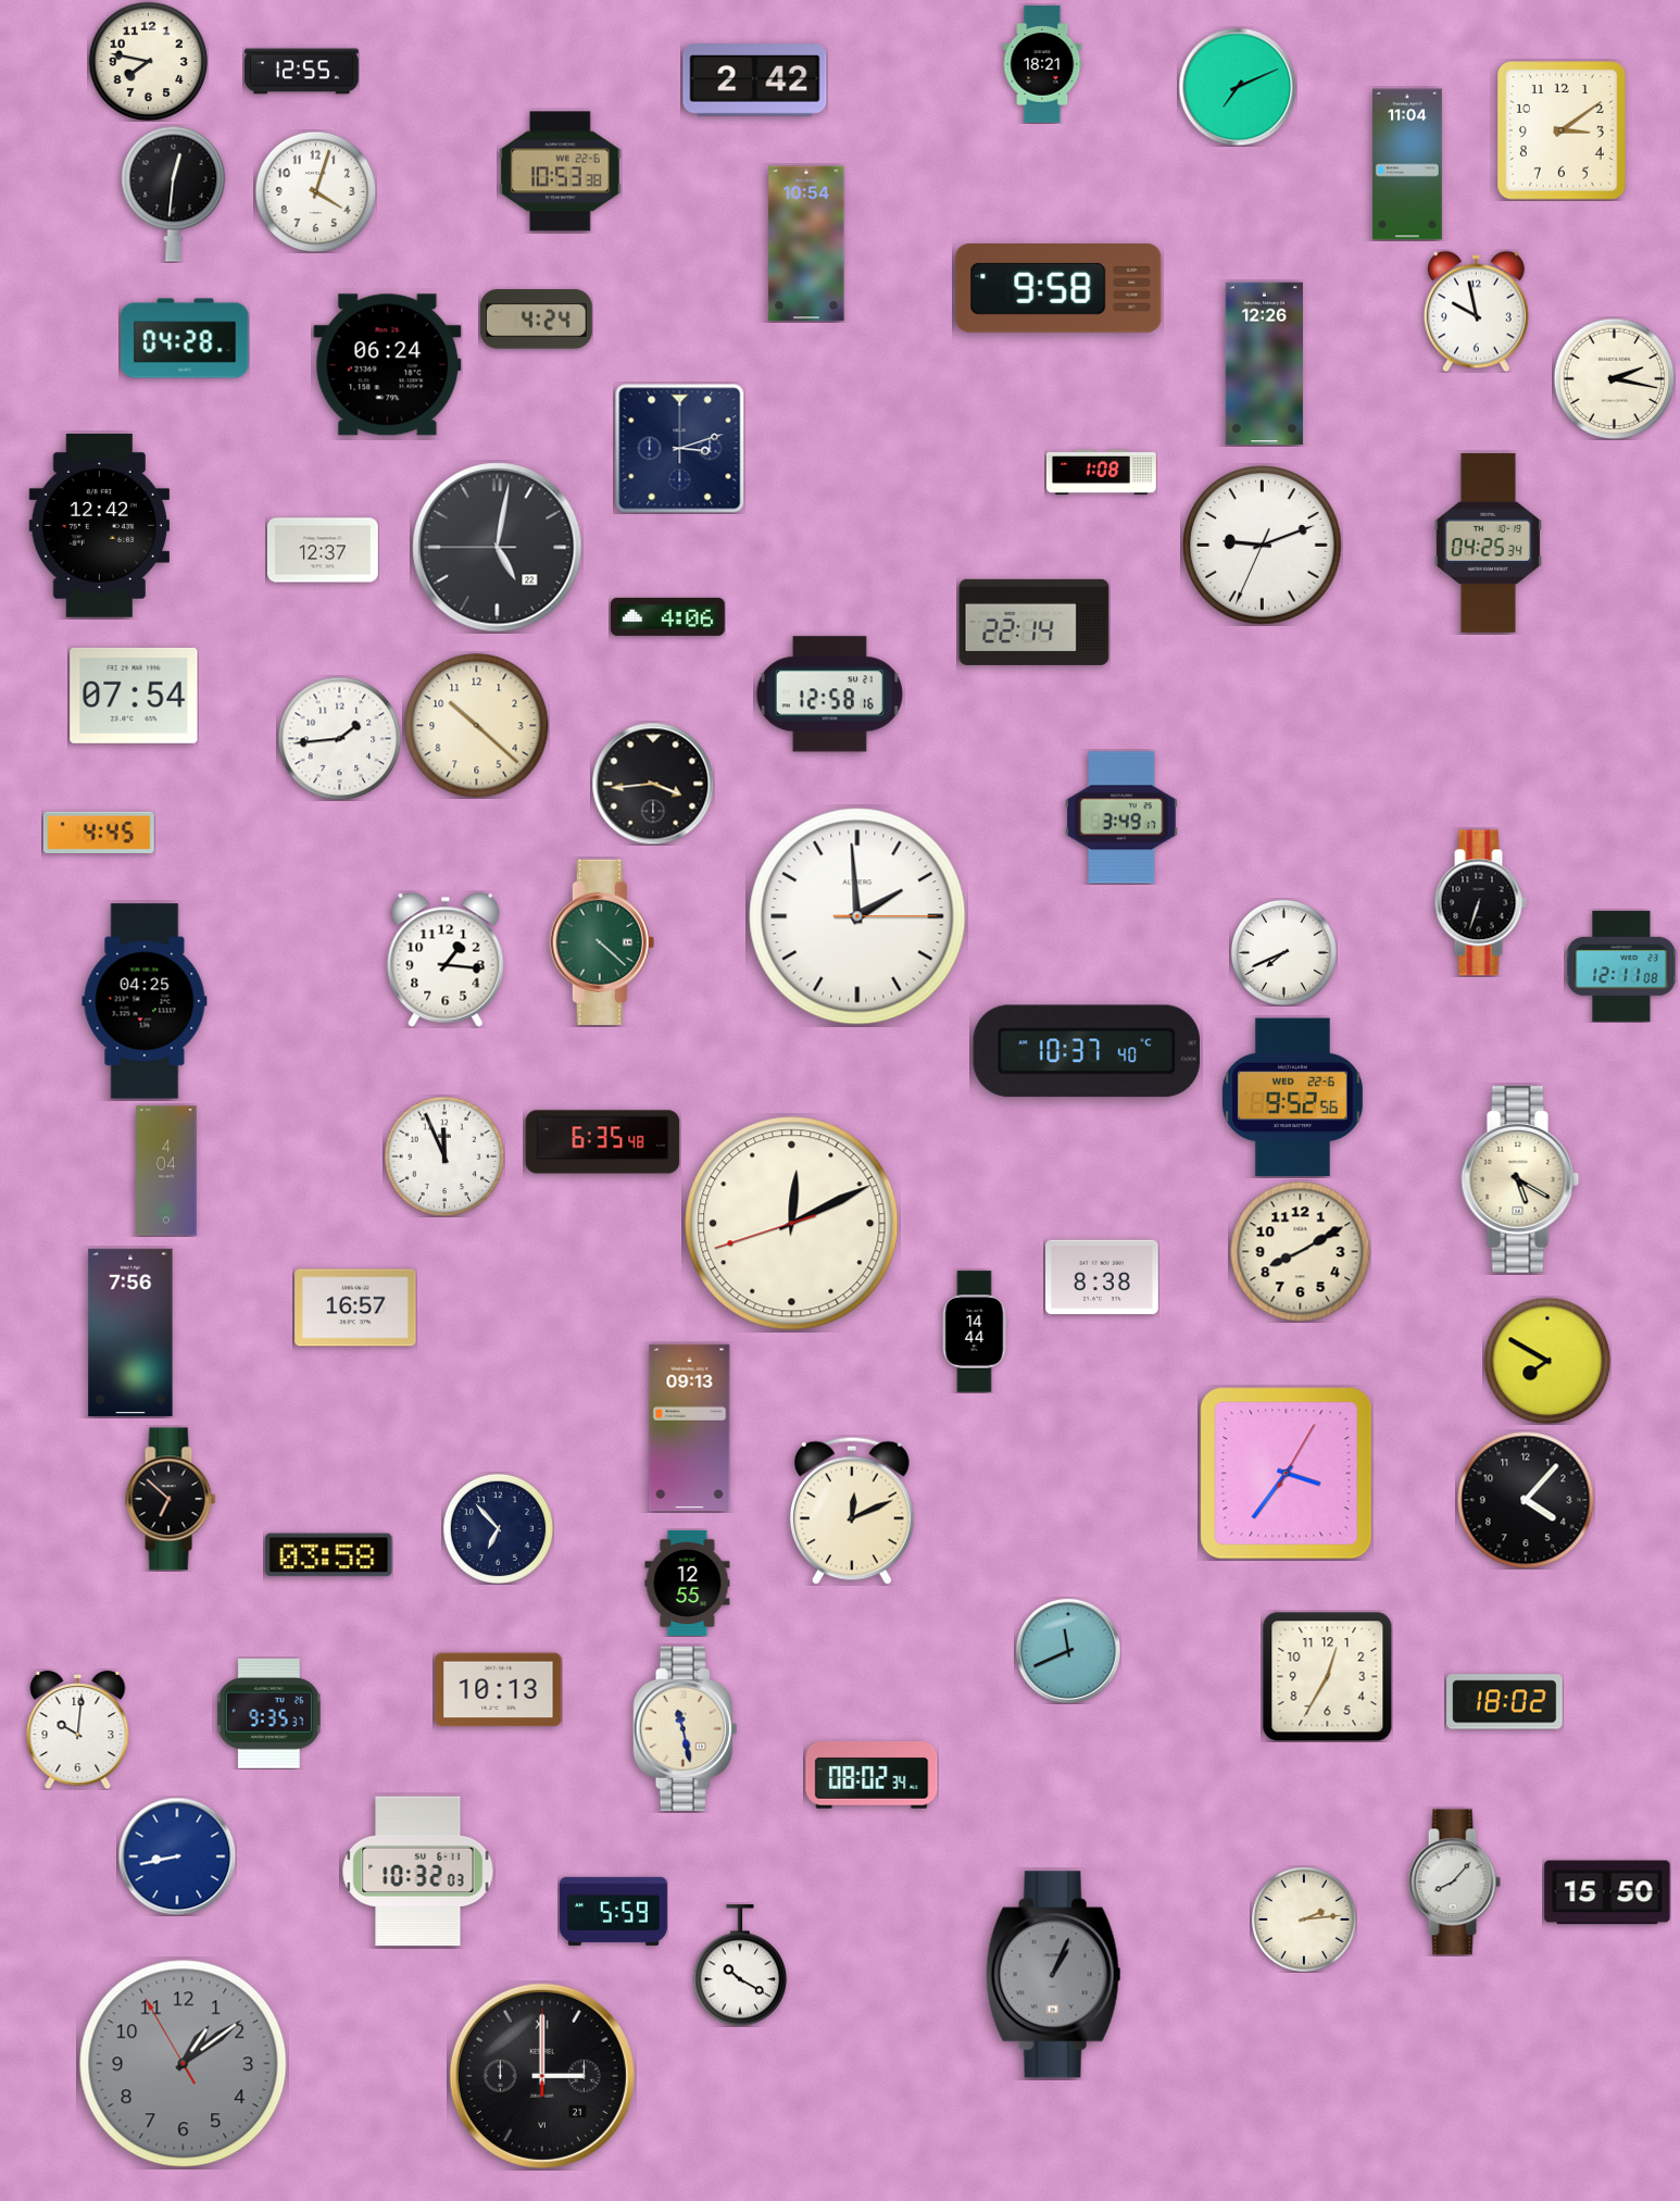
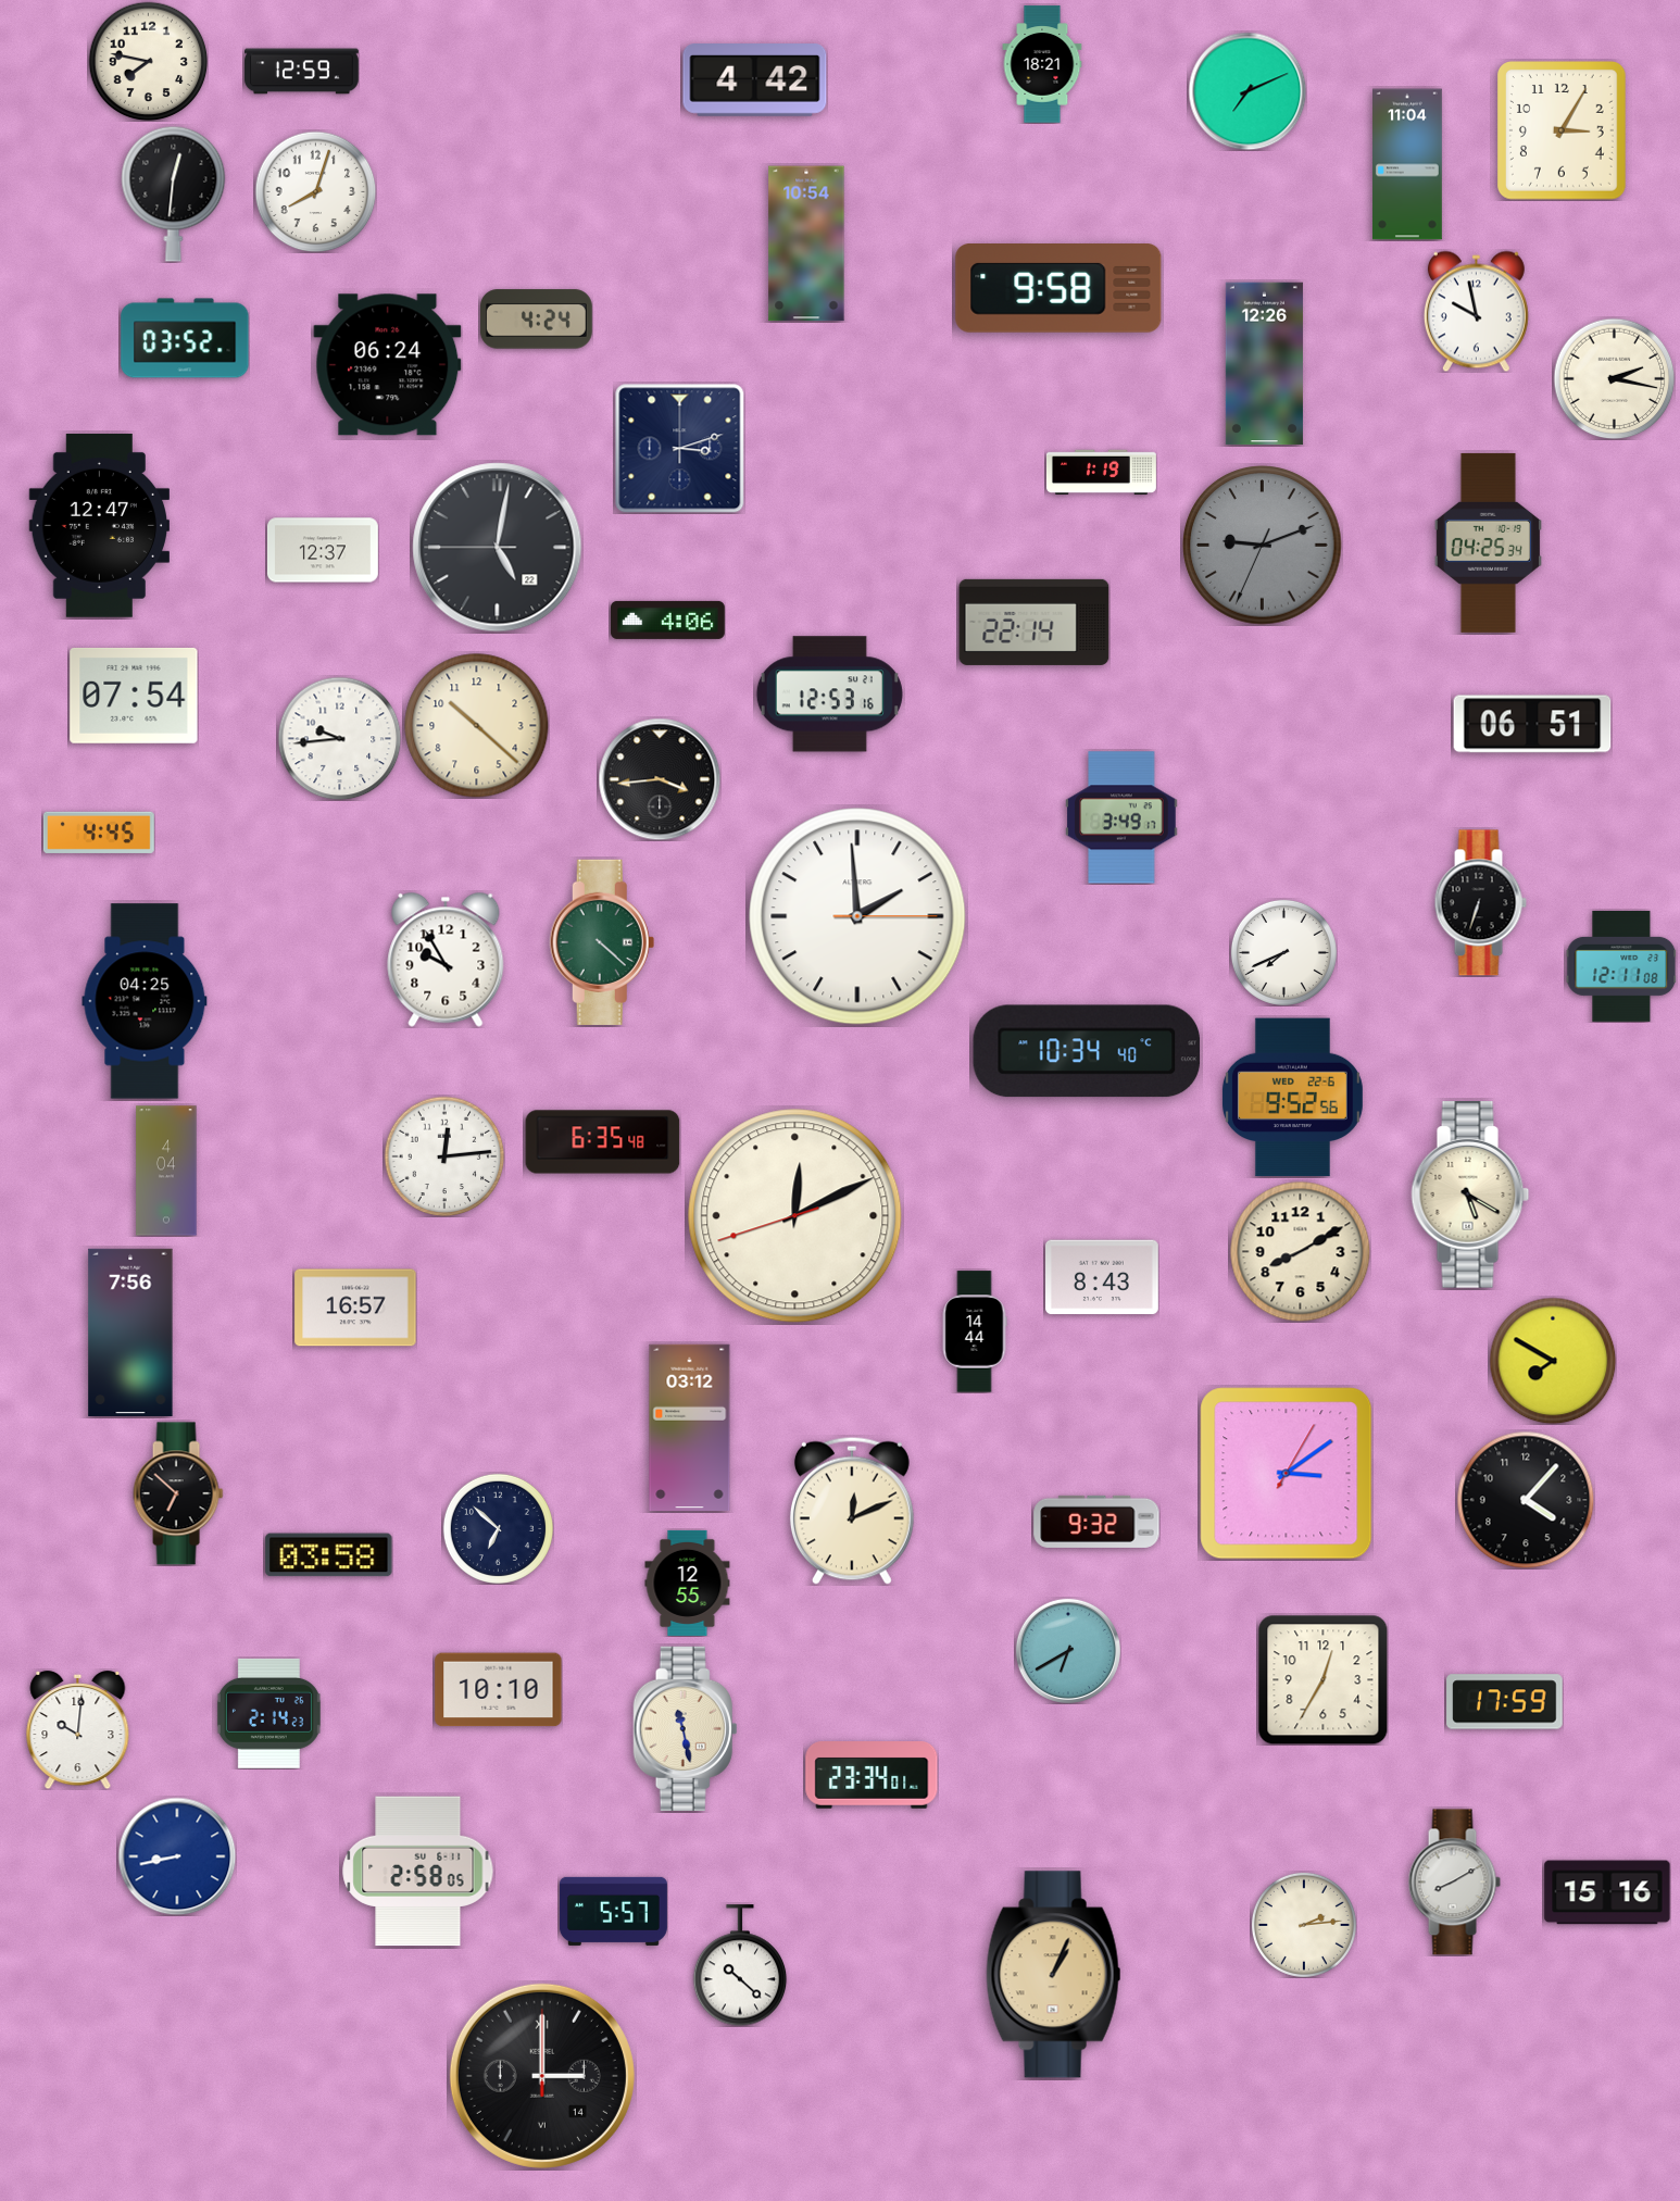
clock at (302, 72): 12:55 -> 12:59
clock at (755, 80): 2:42 -> 4:42
clock at (1238, 87) position: (1238, 87) -> (1248, 91)
clock at (1563, 132): 3:09 -> 3:05
clock at (561, 172): 10:53 -> none
clock at (315, 191): 4:03 -> 8:03
clock at (185, 338): 04:28 -> 03:52
clock at (1102, 473): 1:08 -> 1:19
clock at (99, 525): 12:42 -> 12:47
clock at (1263, 546) dial: white -> grey
clock at (668, 616) position: (668, 616) -> (668, 620)
clock at (829, 695): 12:58 -> 12:53
clock at (1532, 724): none -> 06:51
clock at (339, 738): 1:44 -> 9:44
clock at (653, 784) position: (653, 784) -> (660, 779)
clock at (446, 960): 1:16 -> 9:55
clock at (1087, 1051): 10:37 -> 10:34
clock at (444, 1156): 11:56 -> 12:14
clock at (1520, 1180) position: (1520, 1180) -> (1470, 1196)
clock at (792, 1224) position: (792, 1224) -> (795, 1216)
clock at (1103, 1277): 8:38 -> 8:43
clock at (1547, 1361) position: (1547, 1361) -> (1553, 1361)
clock at (690, 1427): 09:13 -> 03:12
clock at (1287, 1474): 3:36 -> 3:09
clock at (171, 1499) position: (171, 1499) -> (178, 1493)
clock at (1096, 1522): none -> 9:32
clock at (498, 1528): 6:53 -> 6:52
clock at (1068, 1651): 11:41 -> 6:40
clock at (1327, 1676) position: (1327, 1676) -> (1322, 1679)
clock at (499, 1690): 10:13 -> 10:10
clock at (1505, 1702): 18:02 -> 17:59
clock at (268, 1713): 9:35 -> 2:14
clock at (872, 1776): 08:02 -> 23:34
clock at (418, 1872): 10:32 -> 2:58
clock at (1454, 1883): 8:07 -> 8:10
clock at (1607, 1892): 15:50 -> 15:16
clock at (613, 1911): 5:59 -> 5:57
clock at (1304, 1919) position: (1304, 1919) -> (1304, 1925)
clock at (740, 1965): 10:20 -> 10:22
clock at (1054, 1975) dial: grey -> champagne
clock at (184, 2064): 1:08 -> none
clock at (542, 2076) date: 21 -> 14
